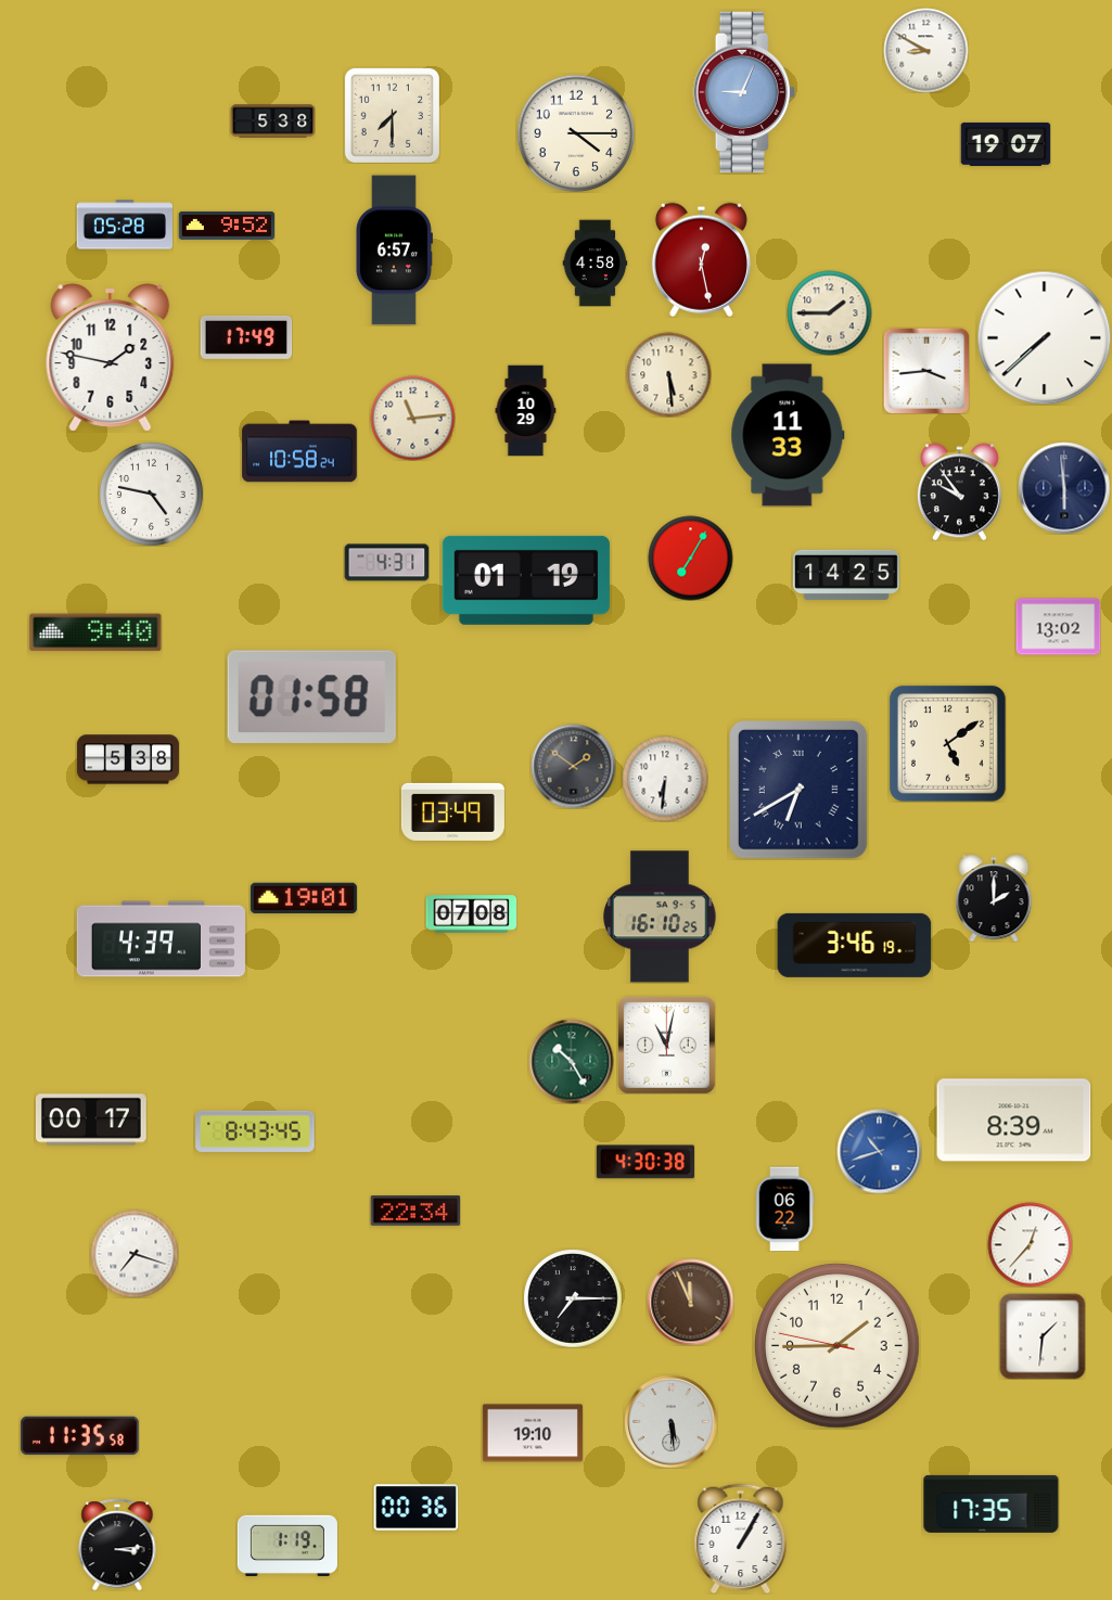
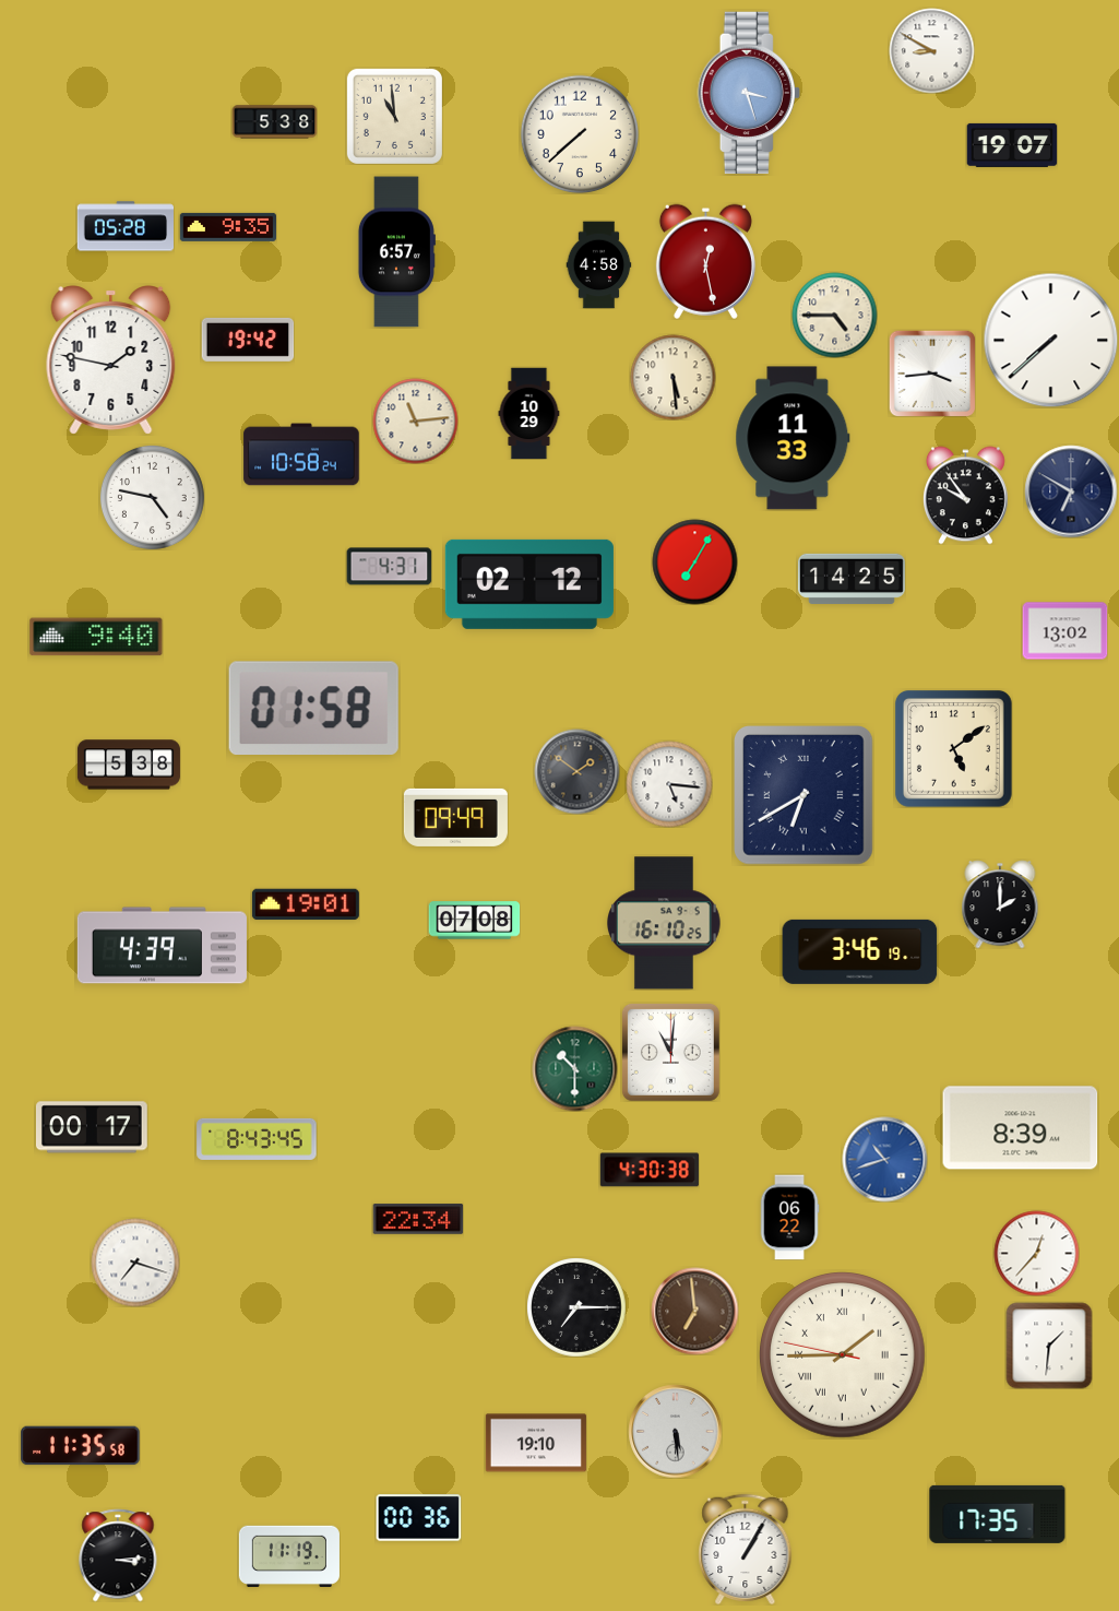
clock at (744, 92): 9:04 -> 3:27
clock at (392, 115): 7:30 -> 10:59
clock at (576, 133): 4:15 -> 7:38
clock at (226, 226): 9:52 -> 9:35
clock at (829, 312): 1:45 -> 4:45
clock at (246, 337): 17:49 -> 19:42
clock at (1064, 488): 5:59 -> 6:50
clock at (526, 580): 01:19 -> 02:12
clock at (311, 696) position: (311, 696) -> (313, 708)
clock at (665, 779): 6:31 -> 5:16
clock at (452, 811): 03:49 -> 09:49
clock at (666, 1045): 11:02 -> 11:01
clock at (571, 1061): 10:25 -> 10:30
clock at (690, 1302): 11:56 -> 6:59
clock at (838, 1346) numerals: Arabic -> Roman
clock at (287, 1546): 1:19 -> 11:19
